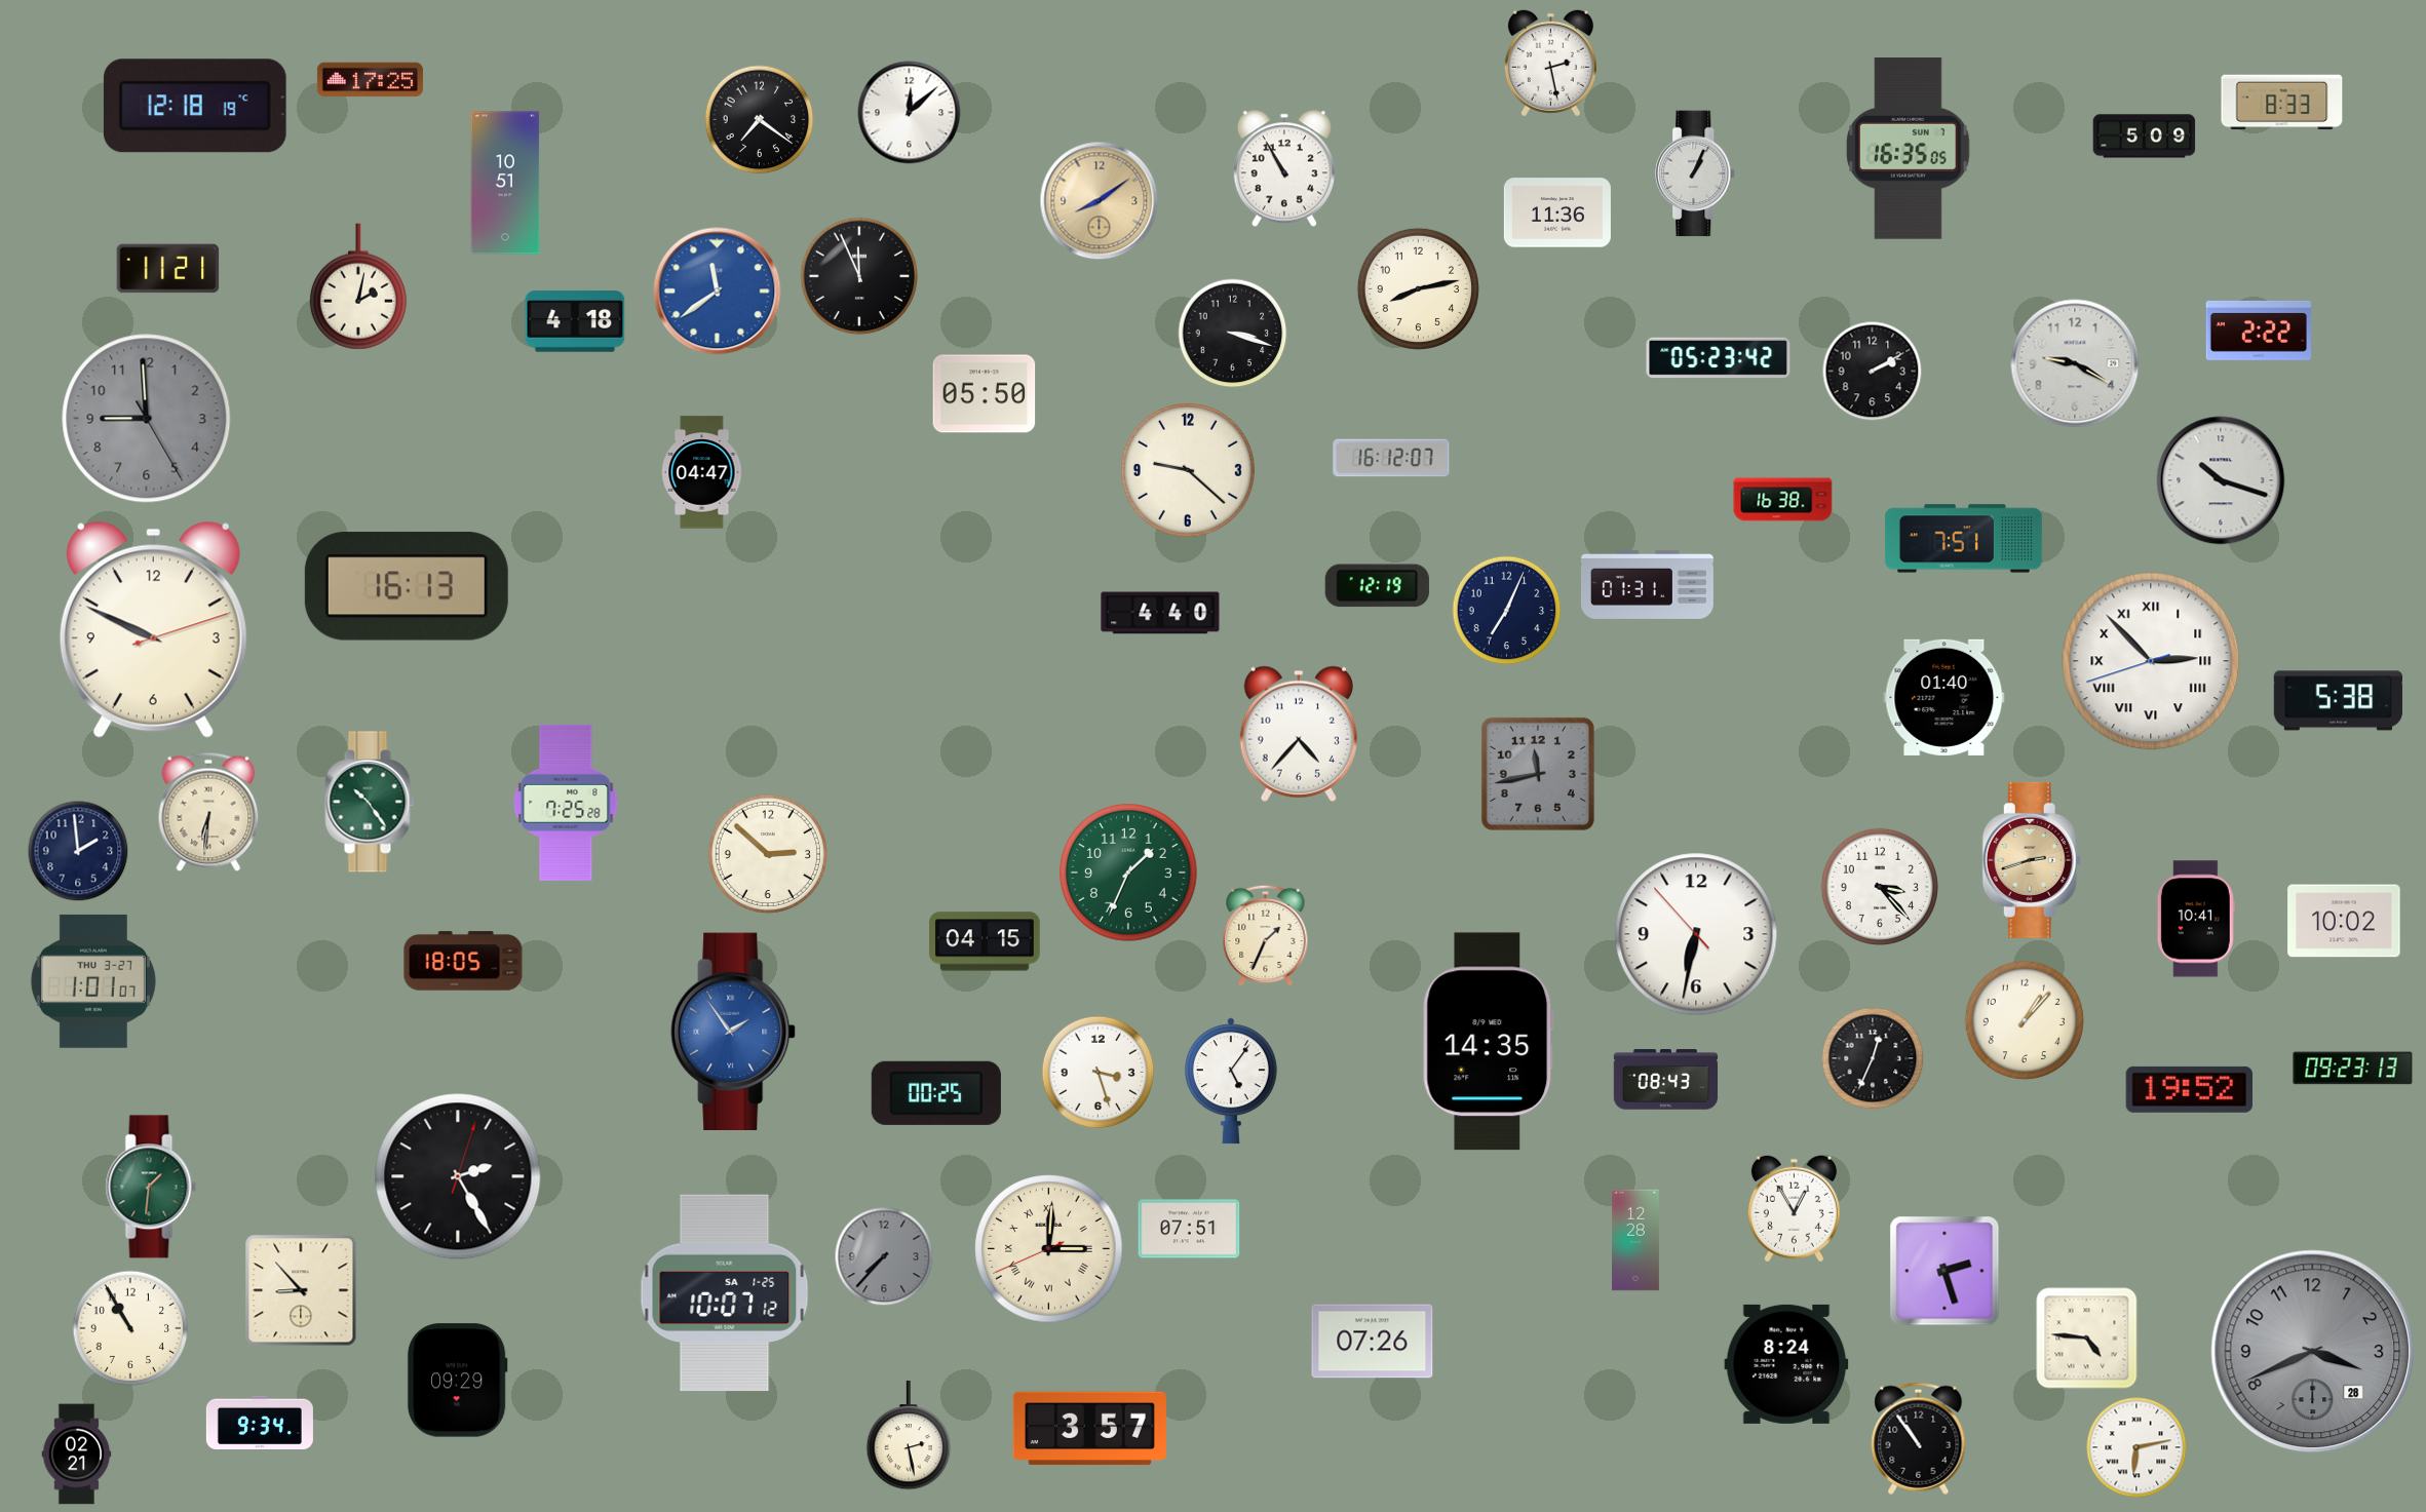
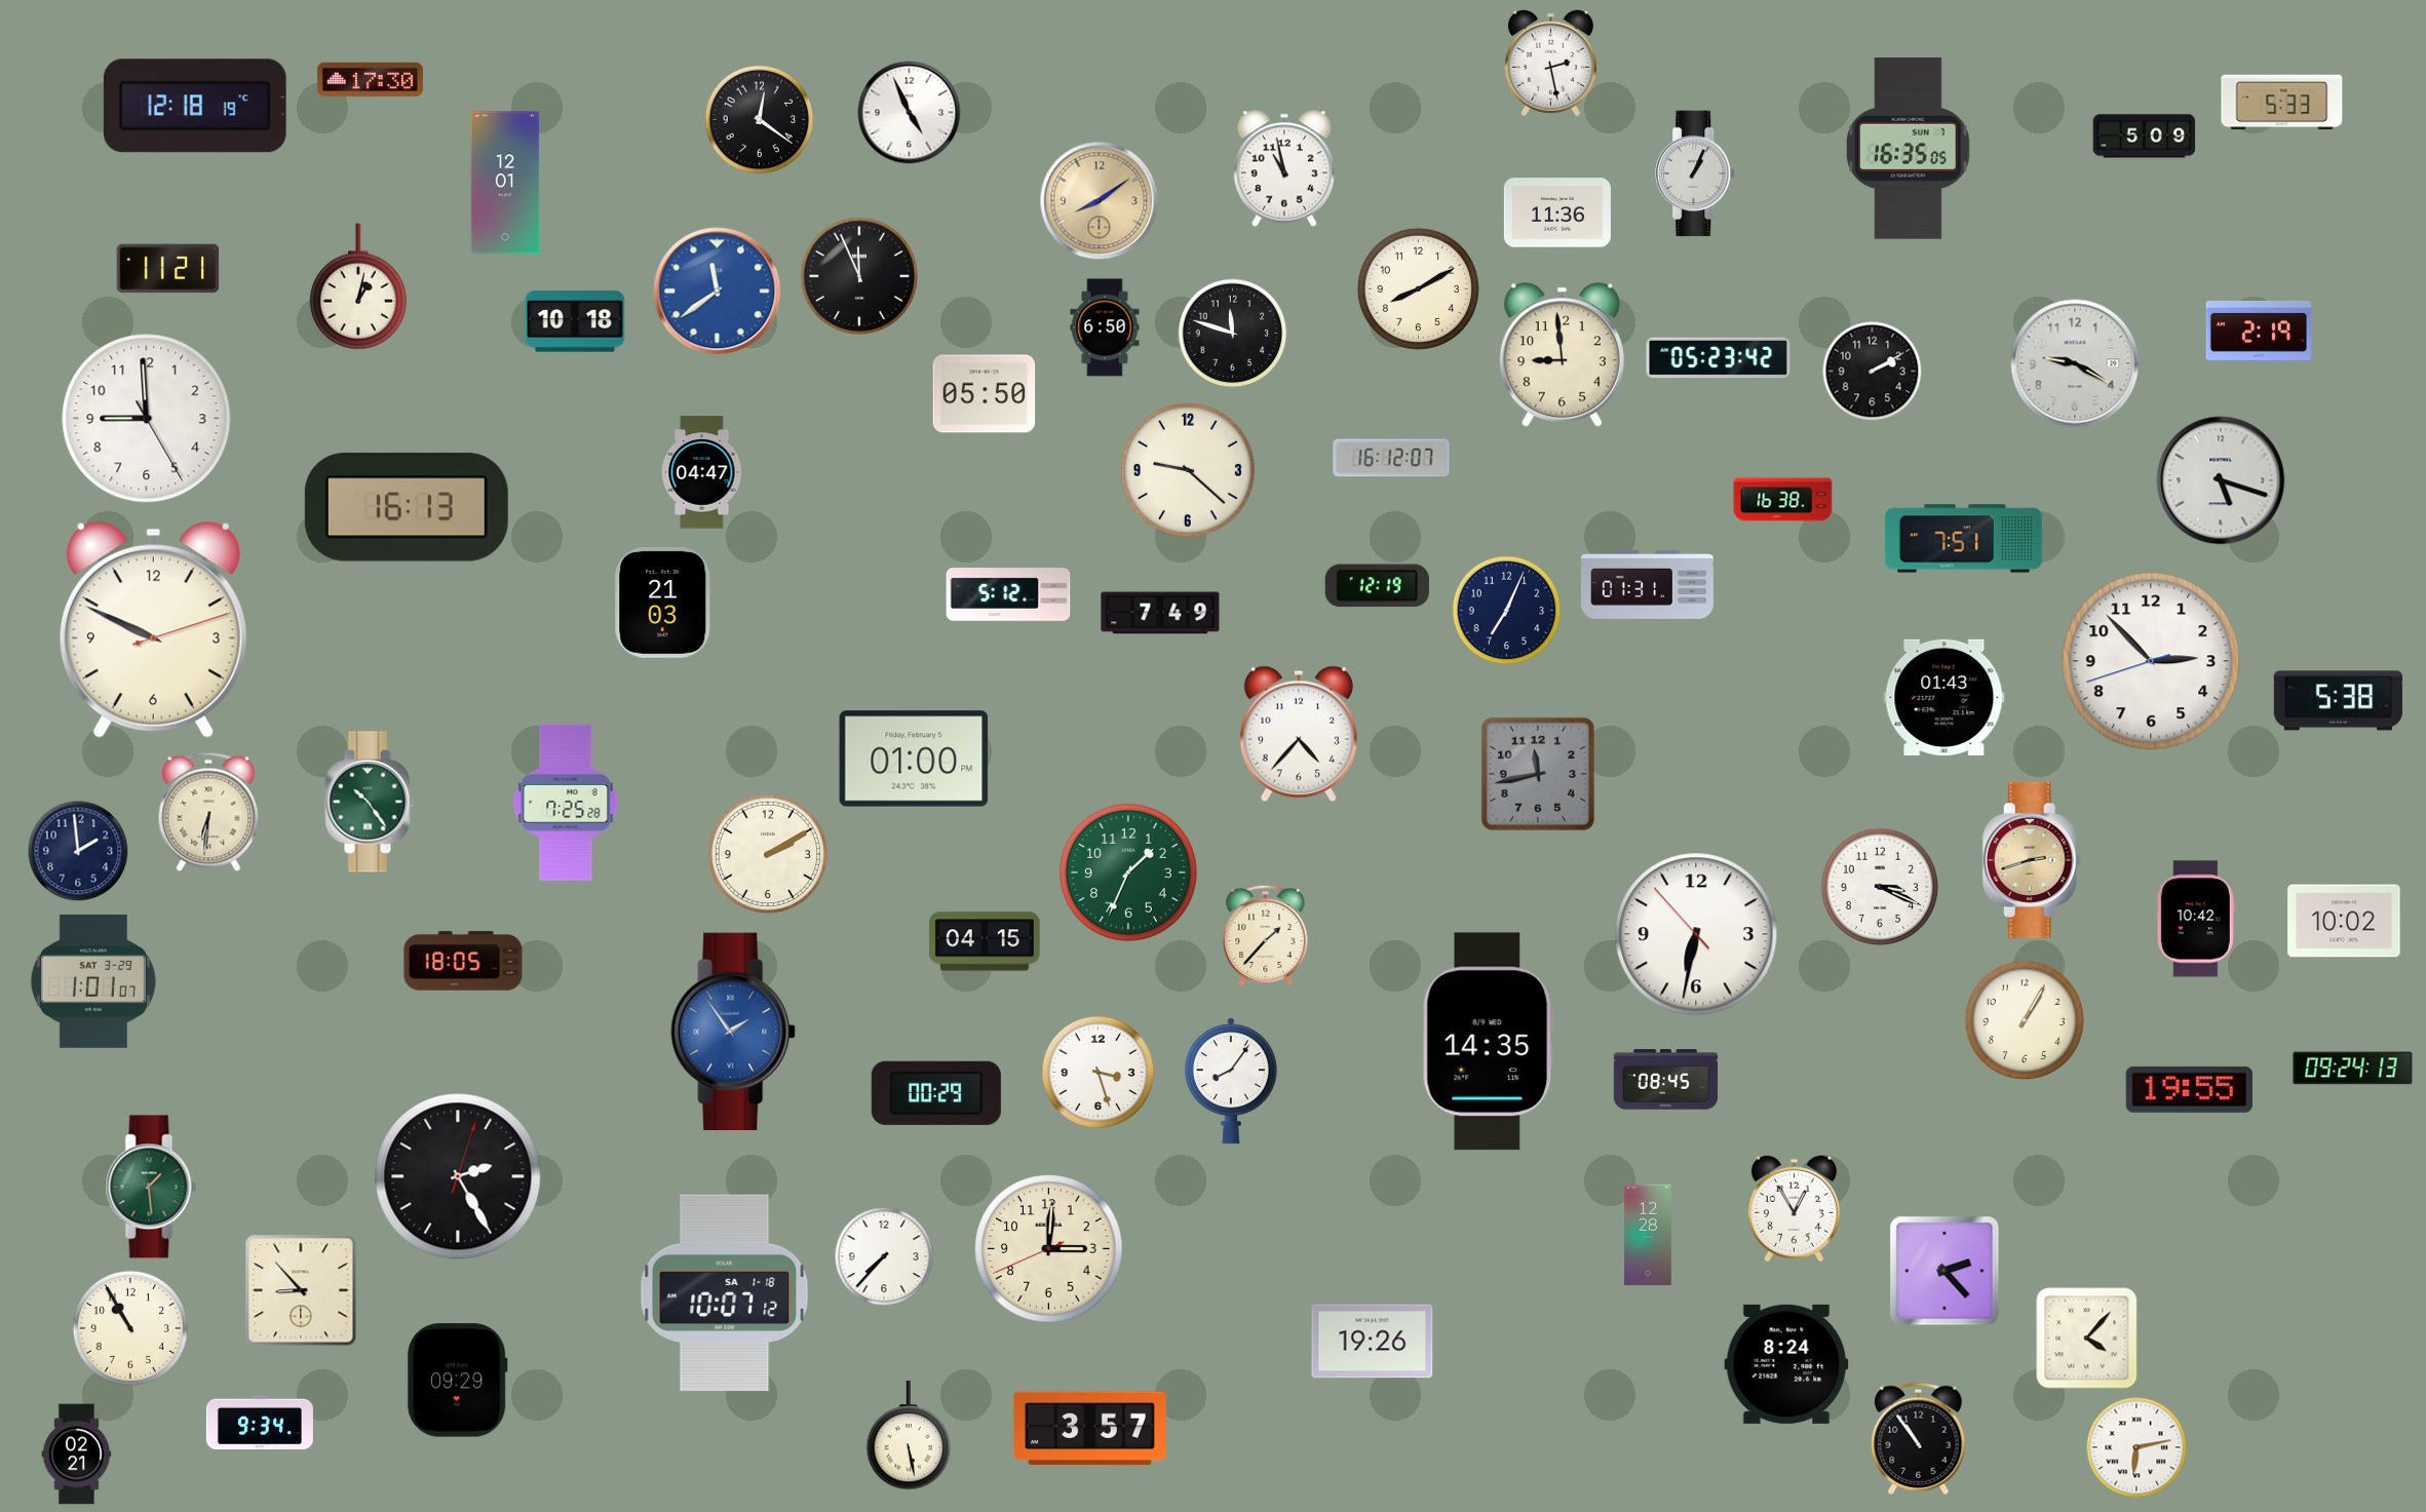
clock at (370, 80): 17:25 -> 17:30
clock at (2282, 103): 8:33 -> 5:33
clock at (910, 113): 12:08 -> 4:56
clock at (760, 120): 7:21 -> 12:21
clock at (1284, 168): 10:55 -> 10:58
clock at (505, 183): 10:51 -> 12:01
clock at (358, 286): 2:02 -> 1:02
clock at (1418, 288): 8:13 -> 8:10
clock at (575, 321): 4:18 -> 10:18
clock at (1105, 327): none -> 6:50
clock at (2259, 331): 2:22 -> 2:19
clock at (1233, 334): 3:18 -> 11:48
clock at (1562, 355): none -> 8:59
clock at (147, 419) dial: grey -> white
clock at (2221, 480): 10:18 -> 5:18
clock at (407, 586) position: (407, 586) -> (407, 507)
clock at (1008, 595): none -> 5:12
clock at (663, 604): none -> 21:03
clock at (1160, 613): 4:40 -> 7:49
clock at (2151, 661) numerals: Roman -> Arabic
clock at (1944, 697): 01:40 -> 01:43
clock at (914, 759): none -> 01:00
clock at (767, 853): 2:52 -> 2:10
clock at (1879, 886): 3:23 -> 3:19
clock at (2196, 919): 10:41 -> 10:42
clock at (1266, 936): 1:34 -> 1:37
clock at (93, 981) date: THU 3-27 -> SAT 3-29
clock at (2024, 1019): 1:07 -> 1:05
clock at (1873, 1058): 12:34 -> none
clock at (2353, 1069): 09:23 -> 09:24
clock at (1666, 1080): 08:43 -> 08:45
clock at (1231, 1081): 5:06 -> 8:06
clock at (2189, 1089): 19:52 -> 19:55
clock at (936, 1093): 00:25 -> 00:29
clock at (151, 1187): 1:31 -> 1:29
clock at (1189, 1229): 07:51 -> none
clock at (1635, 1240) position: (1635, 1240) -> (1648, 1235)
clock at (1049, 1249) numerals: Roman -> Arabic
clock at (884, 1256) dial: grey -> white
clock at (1944, 1271): 2:27 -> 2:23
clock at (725, 1293) date: SA 1-25 -> SA 1-18
clock at (2087, 1339): 4:46 -> 4:07
clock at (1373, 1342): 07:26 -> 19:26
clock at (2313, 1352): 3:41 -> none
clock at (909, 1435): 2:28 -> 5:28
